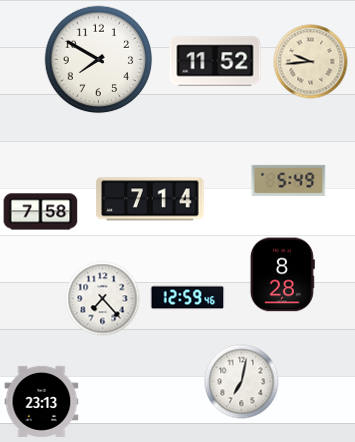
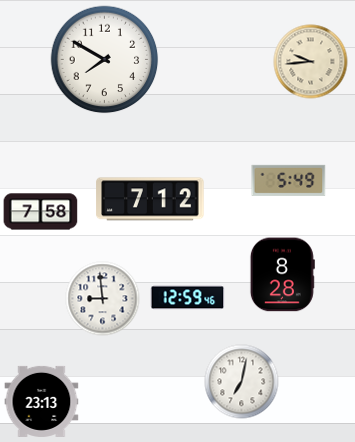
clock at (99, 60) position: (99, 60) -> (105, 60)
clock at (215, 61): 11:52 -> none
clock at (150, 199): 7:14 -> 7:12
clock at (103, 299): 7:23 -> 8:59
